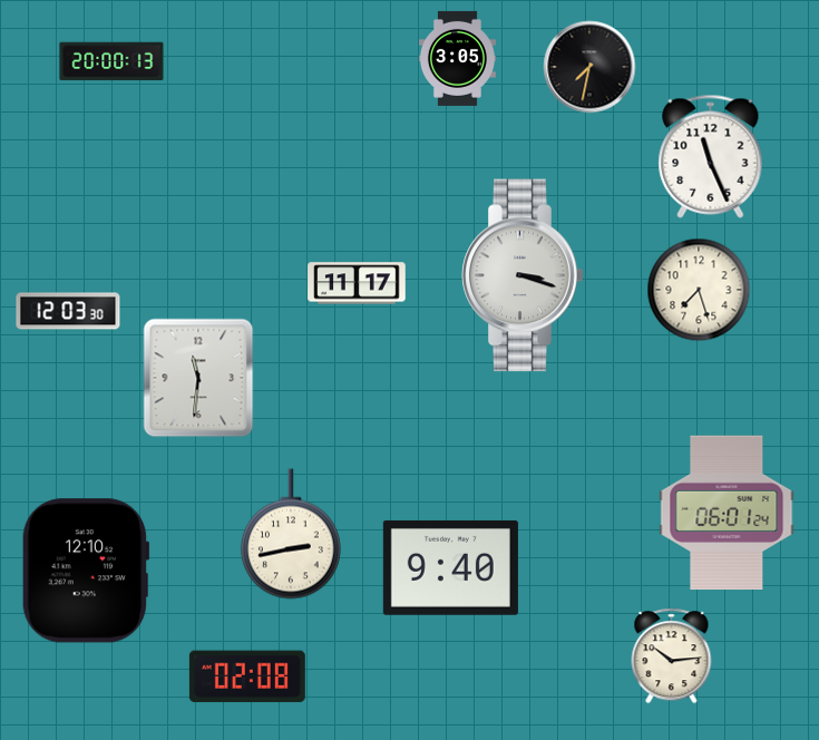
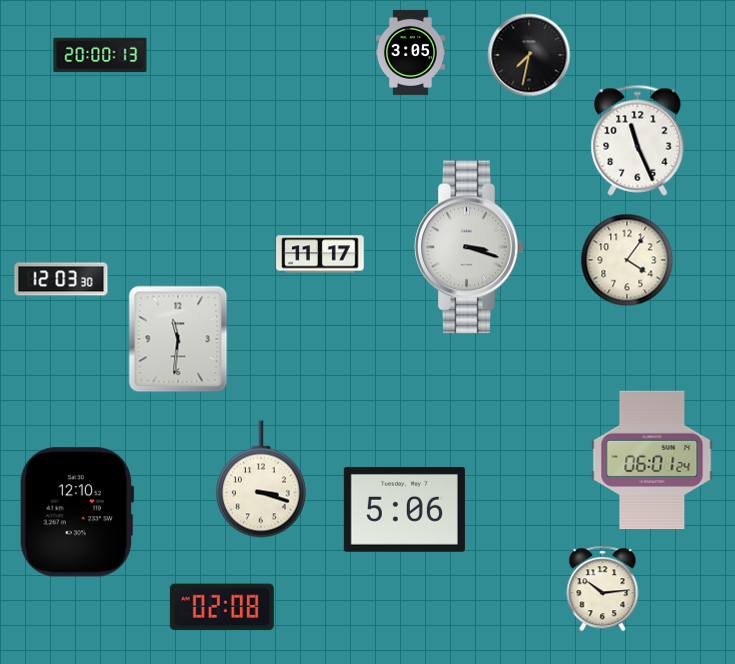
clock at (589, 67) position: (589, 67) -> (529, 55)
clock at (699, 290): 7:27 -> 4:06
clock at (291, 534): 2:43 -> 3:18
clock at (450, 567): 9:40 -> 5:06
